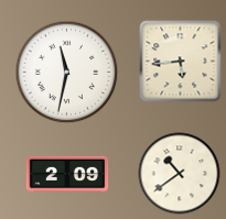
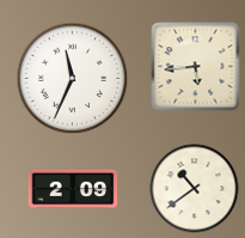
clock at (67, 73): 11:32 -> 11:34
